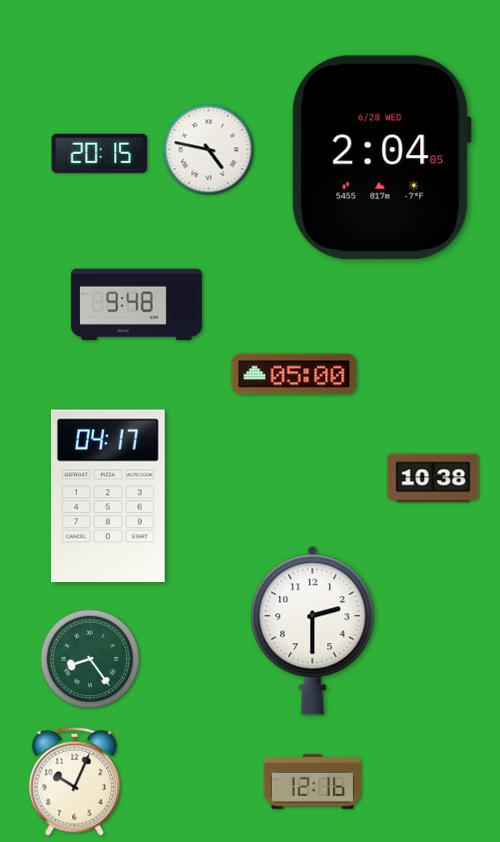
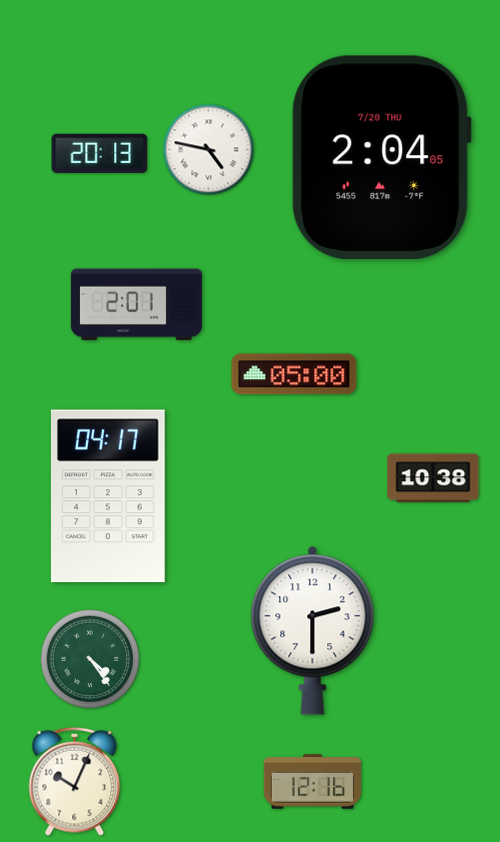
clock at (100, 153): 20:15 -> 20:13
clock at (381, 157) date: 6/28 WED -> 7/20 THU
clock at (136, 305): 9:48 -> 2:01
clock at (90, 659): 8:24 -> 4:24
